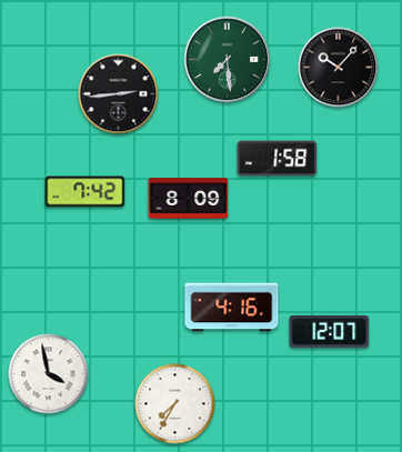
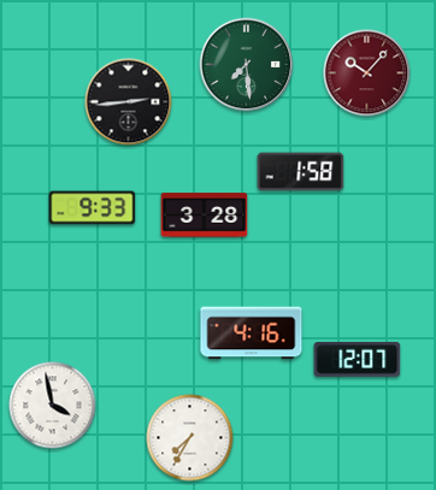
clock at (339, 68) dial: black -> burgundy
clock at (86, 192): 7:42 -> 9:33
clock at (189, 199): 8:09 -> 3:28
